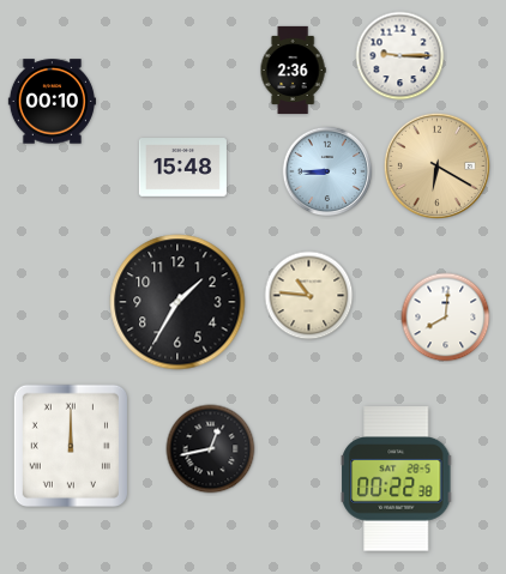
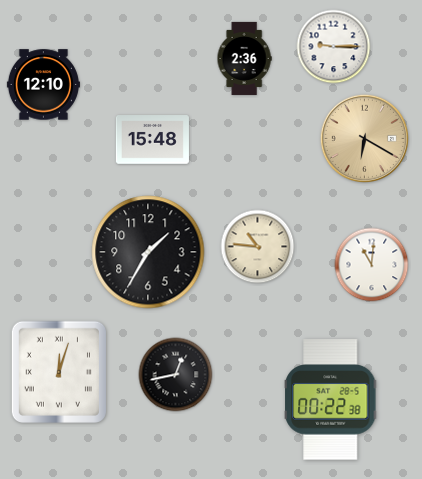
clock at (52, 102): 00:10 -> 12:10
clock at (327, 171): 8:45 -> none
clock at (446, 318): 8:01 -> 11:01
clock at (71, 446): 12:00 -> 12:03
